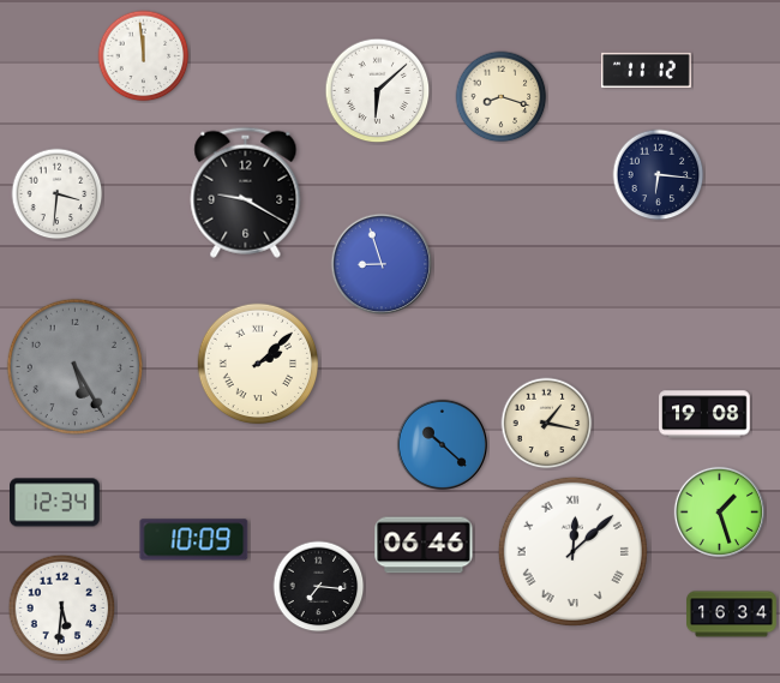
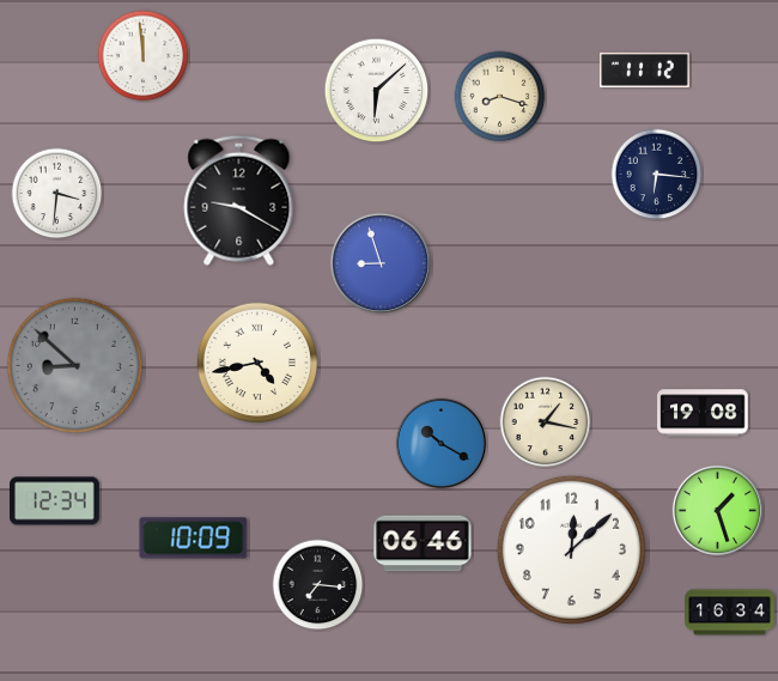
clock at (246, 192) position: (246, 192) -> (239, 200)
clock at (258, 364): 2:08 -> 4:43
clock at (74, 366): 5:25 -> 8:52
clock at (442, 444): 10:22 -> 10:20
clock at (572, 551) numerals: Roman -> Arabic
clock at (62, 609): 5:31 -> none
